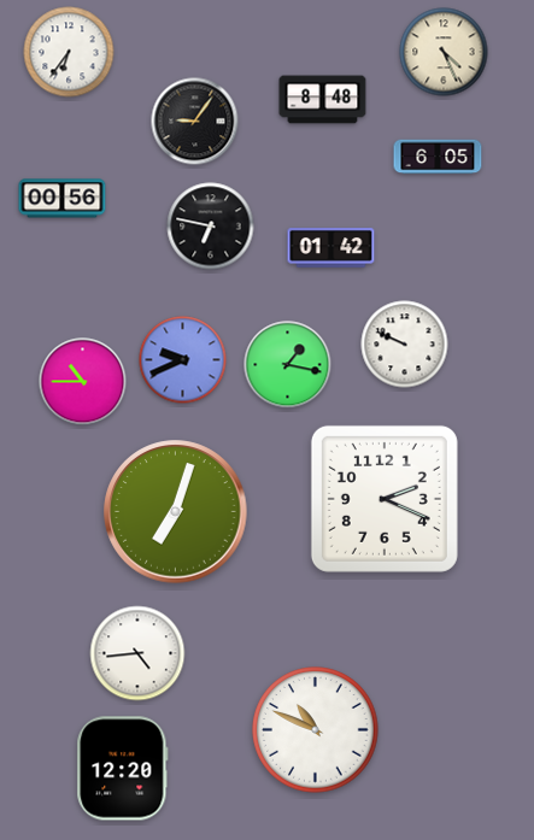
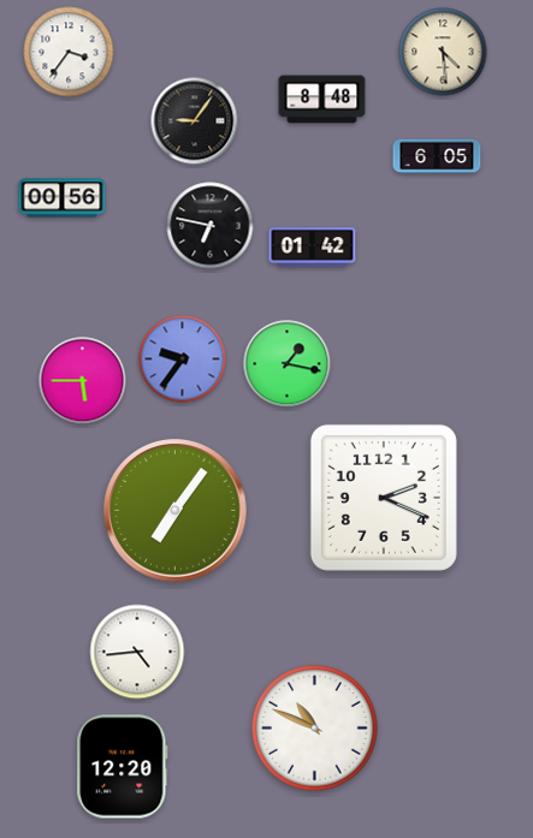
clock at (69, 52): 6:36 -> 3:36
clock at (444, 52): 4:26 -> 4:29
clock at (331, 248) position: (331, 248) -> (313, 248)
clock at (405, 345): 9:49 -> none
clock at (183, 360): 9:41 -> 9:36
clock at (83, 382): 10:45 -> 5:45
clock at (176, 512): 7:03 -> 7:06
